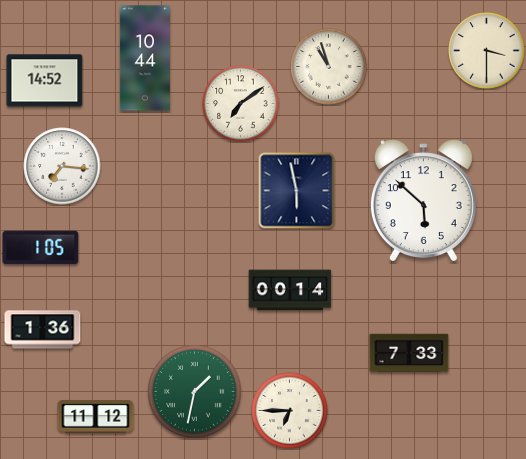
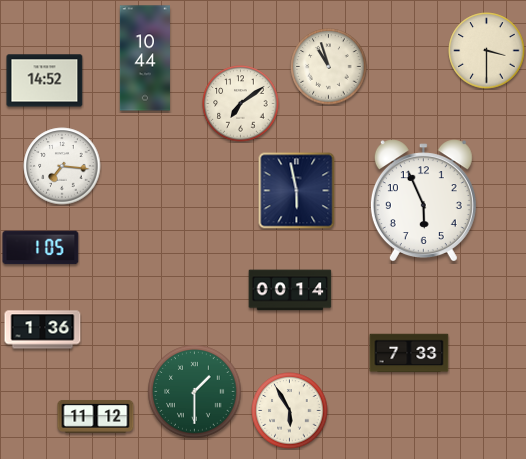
clock at (423, 200): 5:52 -> 5:56
clock at (195, 392): 1:32 -> 1:30
clock at (290, 411): 6:45 -> 5:55
